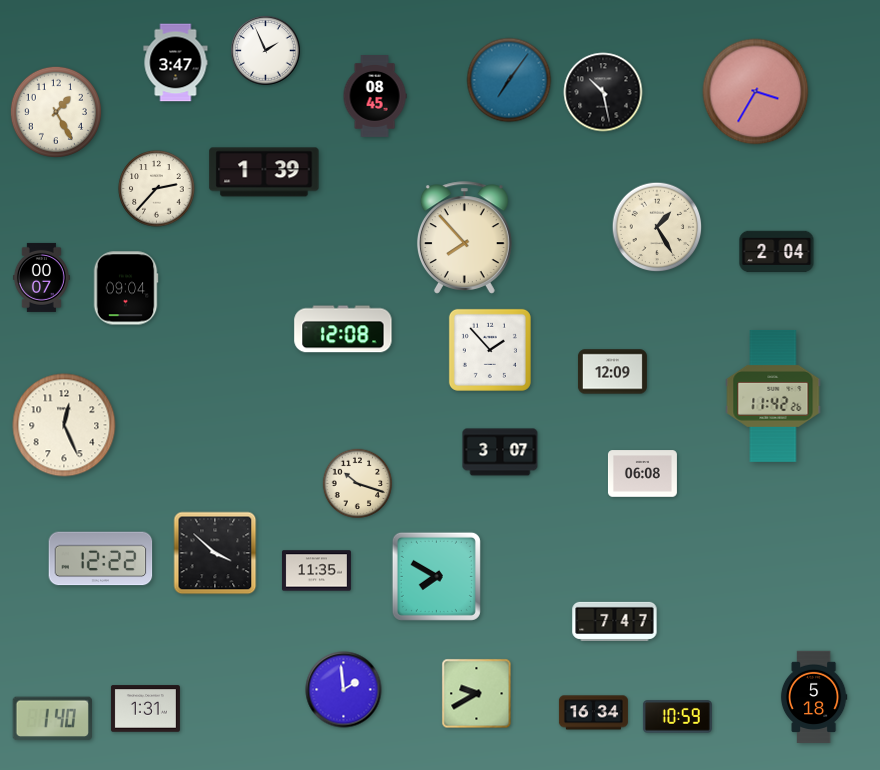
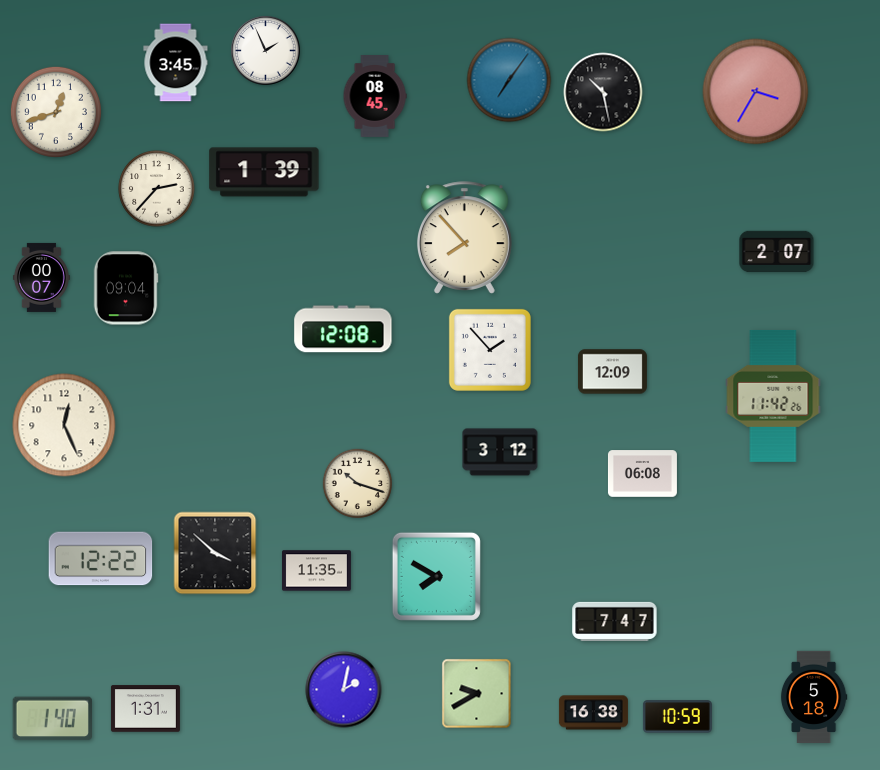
clock at (176, 63): 3:47 -> 3:45
clock at (56, 112): 1:25 -> 12:42
clock at (657, 227): 1:25 -> none
clock at (777, 252): 2:04 -> 2:07
clock at (500, 452): 3:07 -> 3:12
clock at (344, 690): 1:59 -> 2:02
clock at (593, 713): 16:34 -> 16:38
